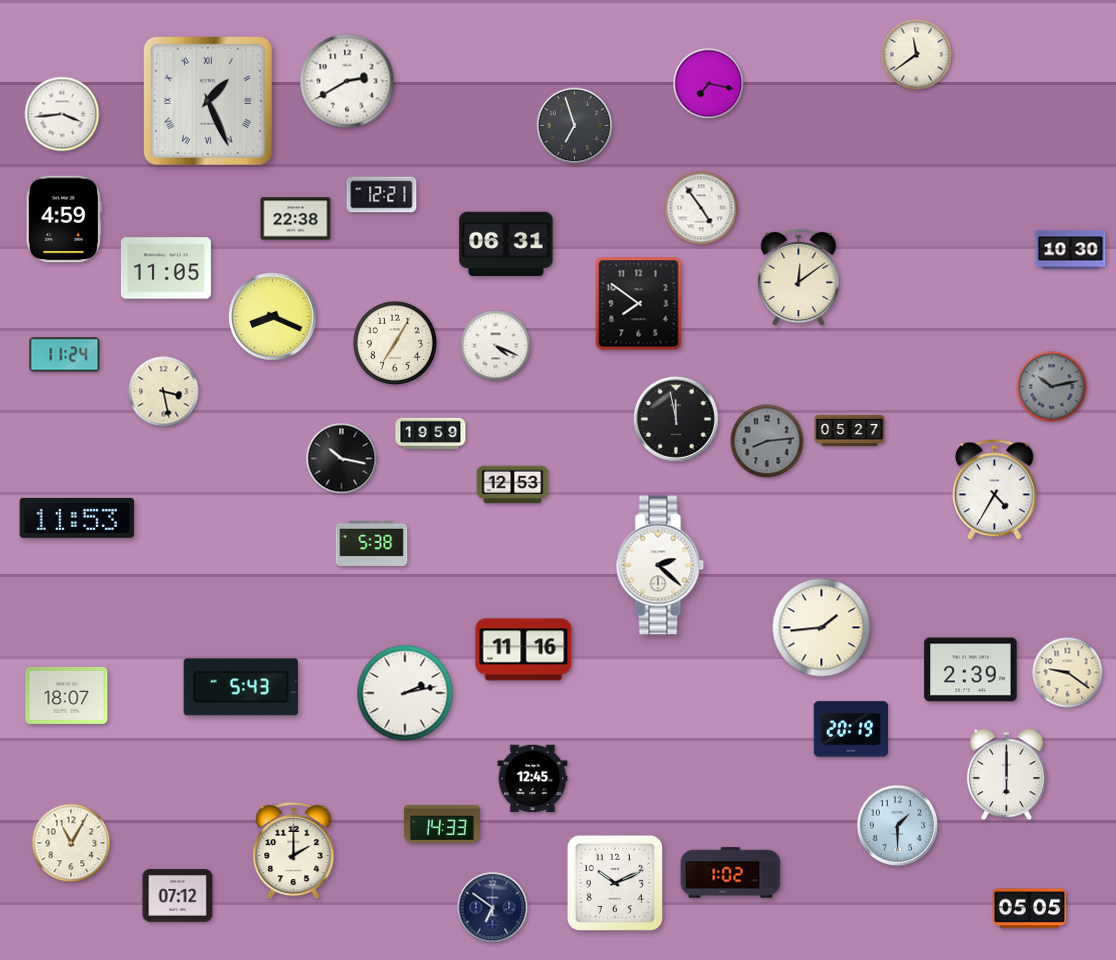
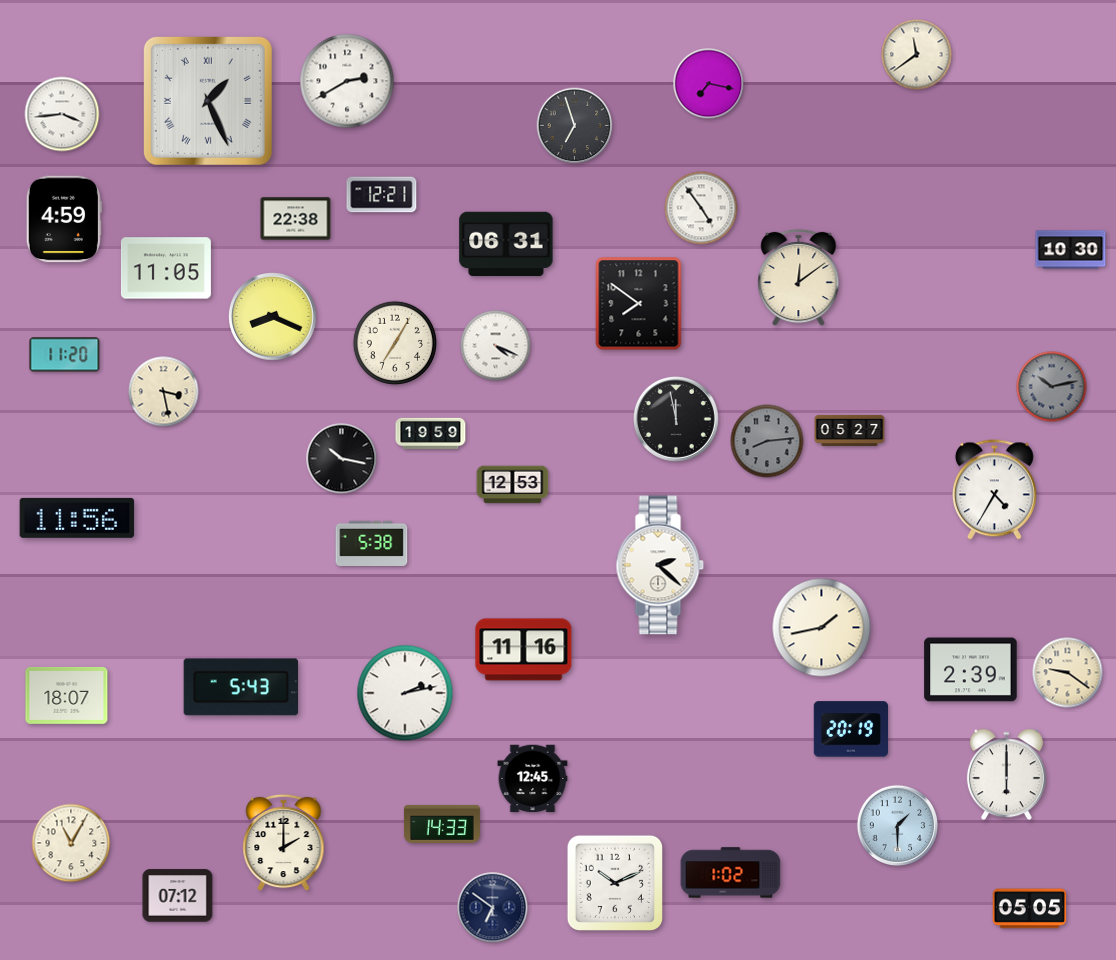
clock at (65, 355): 11:24 -> 11:20
clock at (77, 518): 11:53 -> 11:56
clock at (822, 628): 1:44 -> 1:43
clock at (294, 851) position: (294, 851) -> (284, 843)
